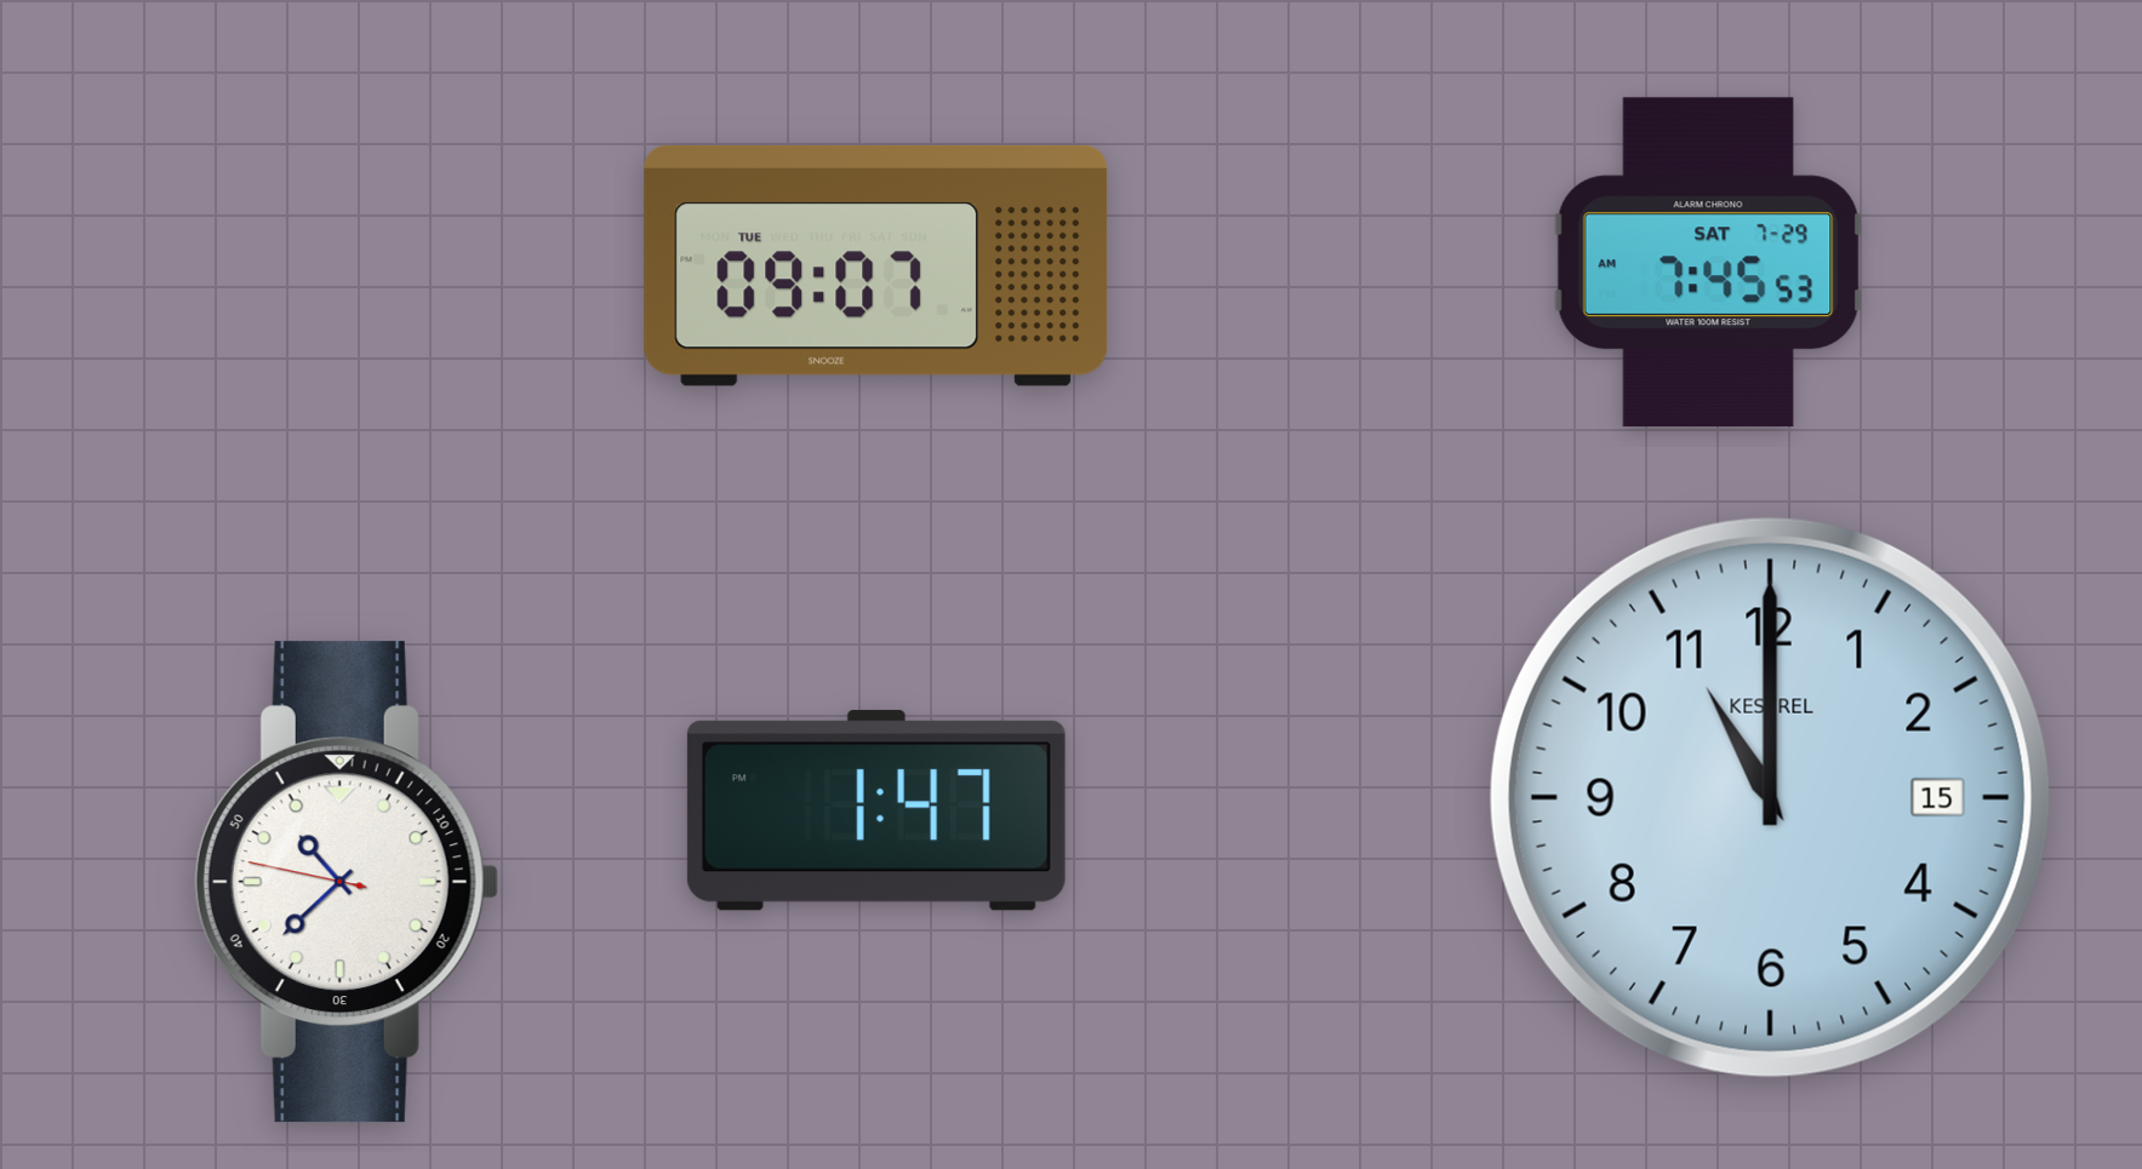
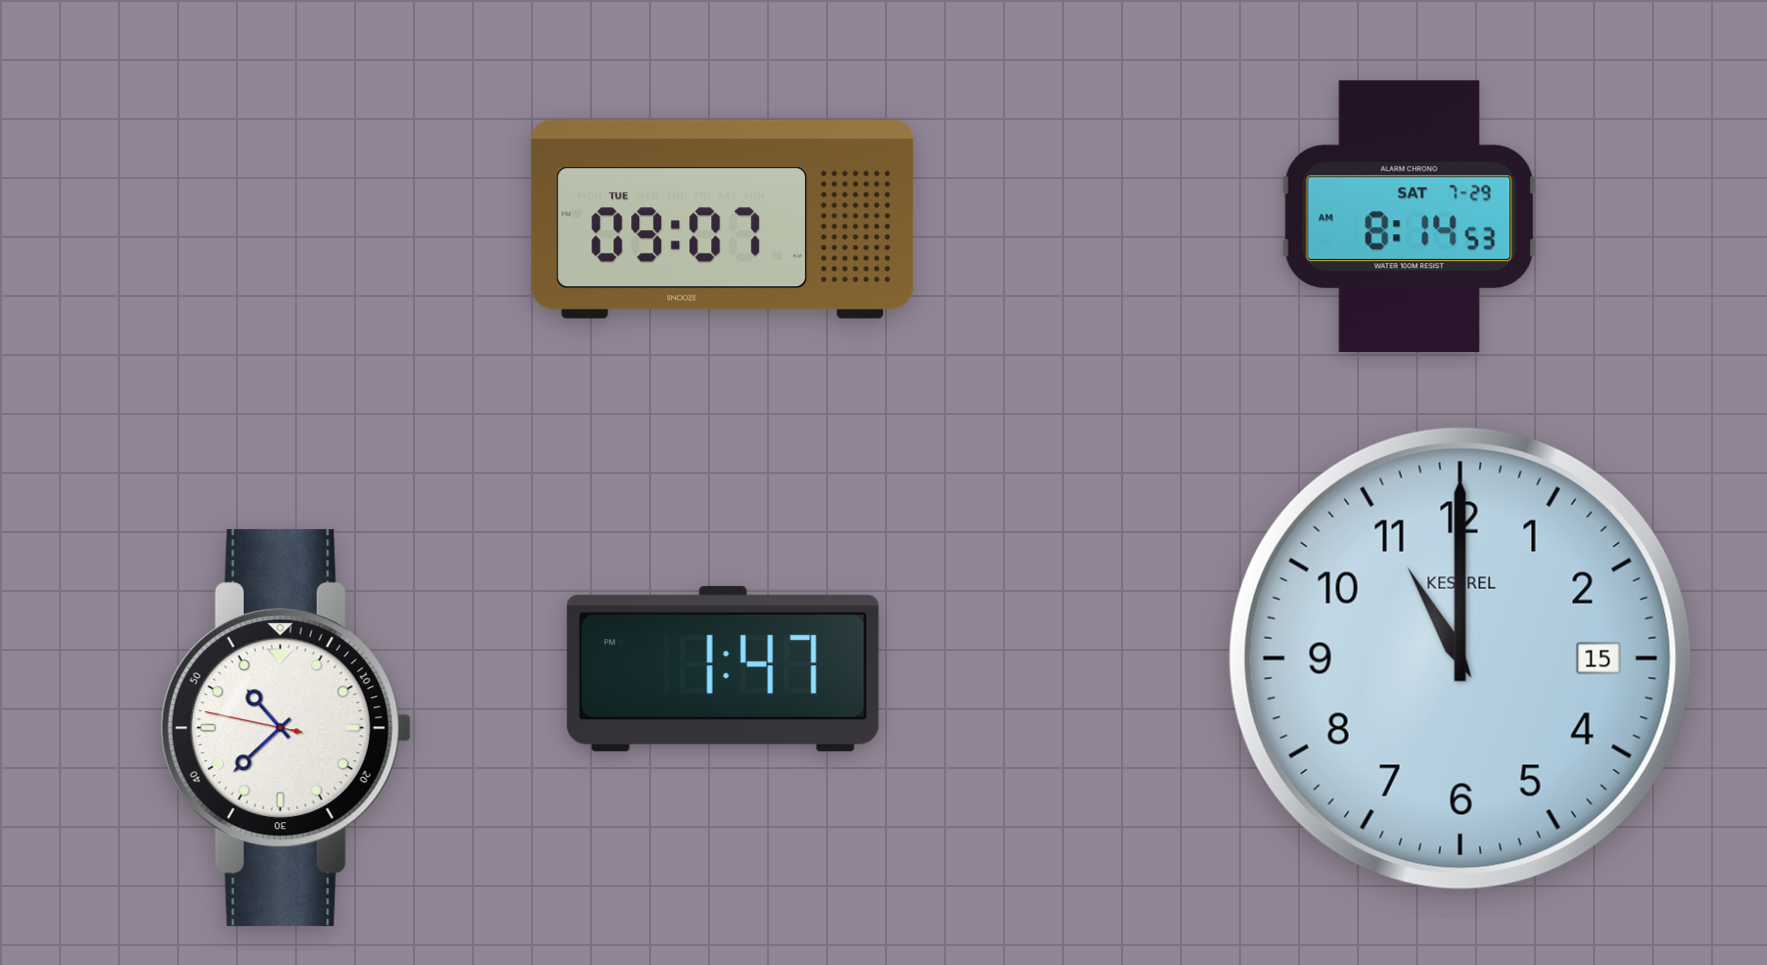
clock at (1709, 263): 7:45 -> 8:14
